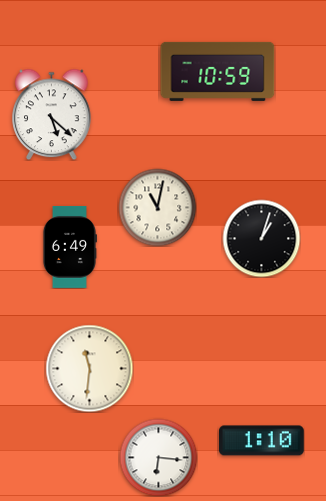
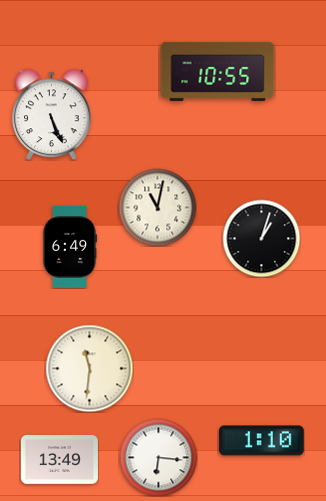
clock at (218, 71): 10:59 -> 10:55
clock at (52, 114): 5:22 -> 5:26
clock at (59, 460): none -> 13:49
